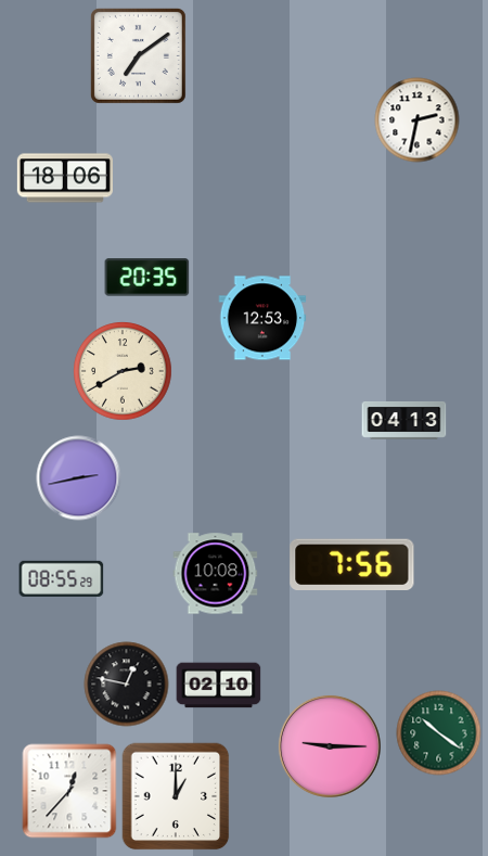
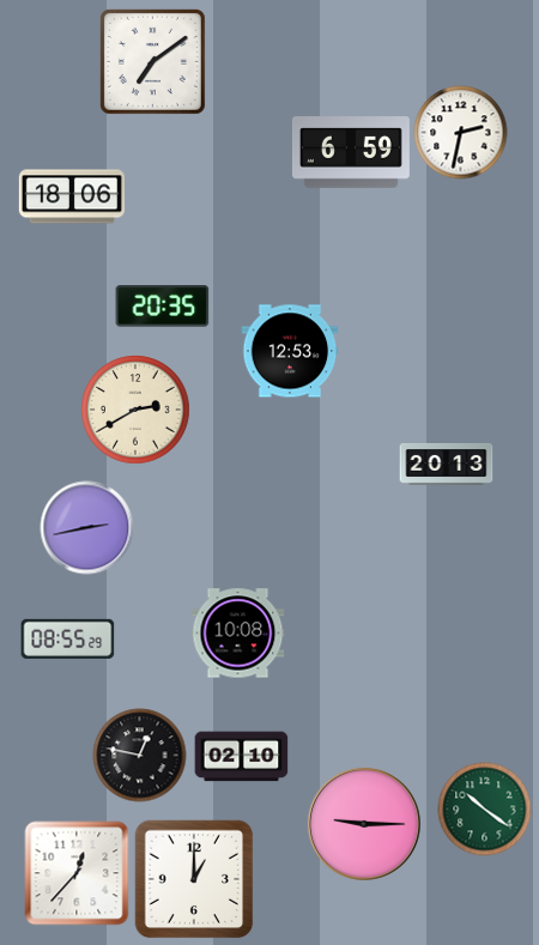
clock at (351, 152): none -> 6:59
clock at (403, 420): 04:13 -> 20:13
clock at (352, 565): 7:56 -> none
